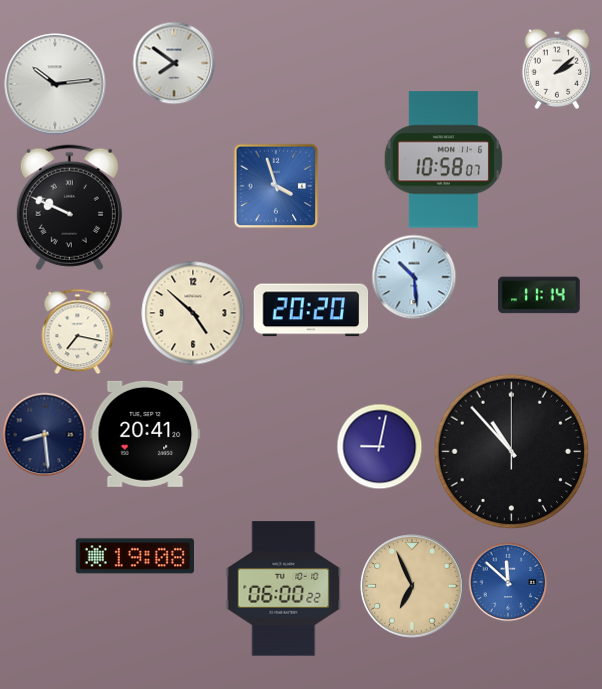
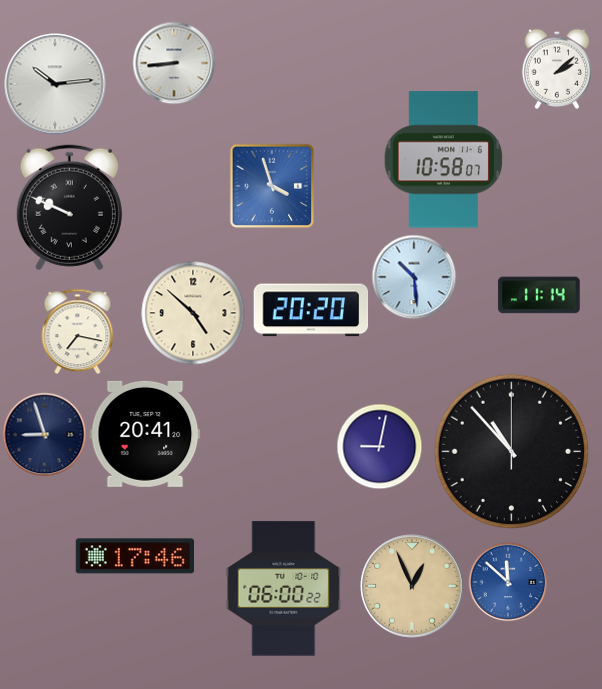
clock at (174, 63): 7:51 -> 8:44
clock at (276, 186) position: (276, 186) -> (272, 186)
clock at (44, 434): 8:29 -> 8:57
clock at (135, 556): 19:08 -> 17:46
clock at (412, 586): 6:56 -> 12:56
